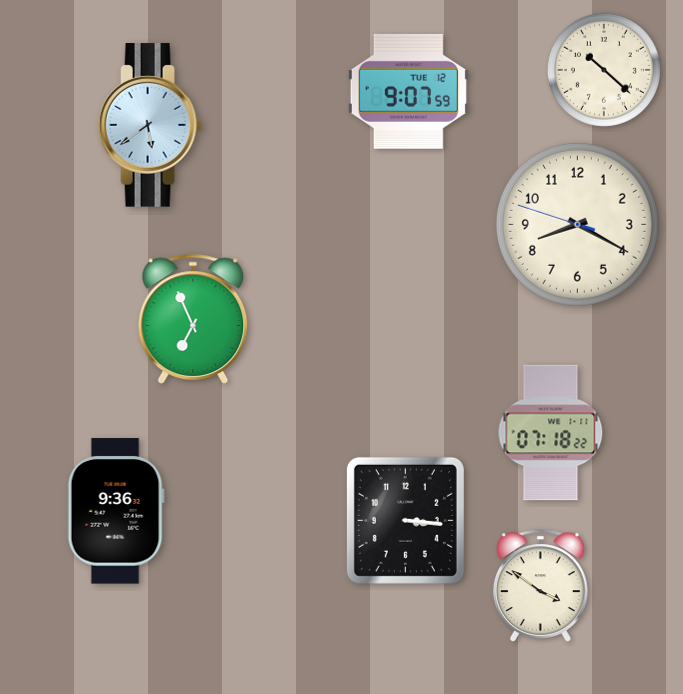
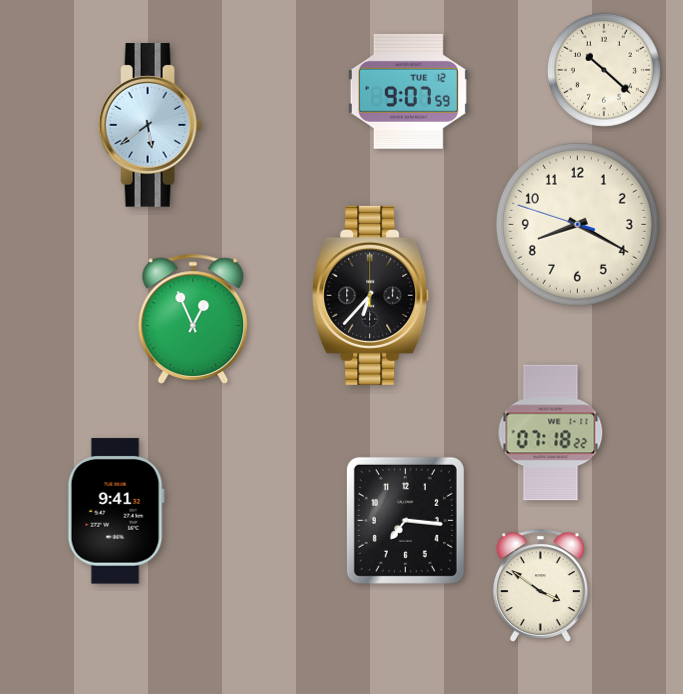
clock at (371, 295): none -> 6:37
clock at (193, 319): 6:56 -> 12:56
clock at (116, 511): 9:36 -> 9:41
clock at (405, 520): 3:16 -> 7:16
